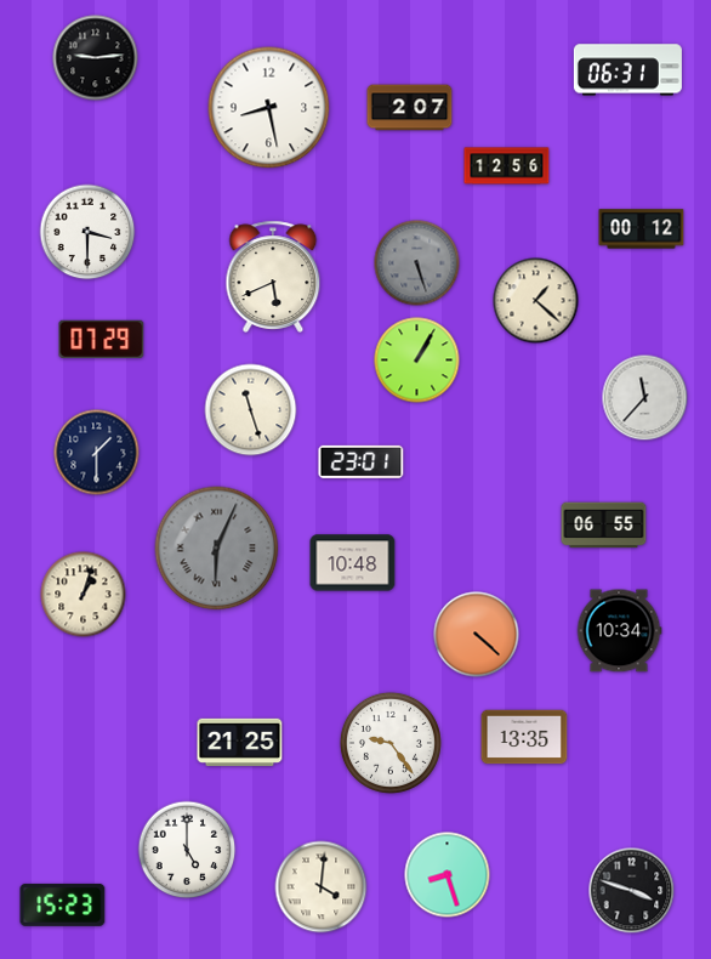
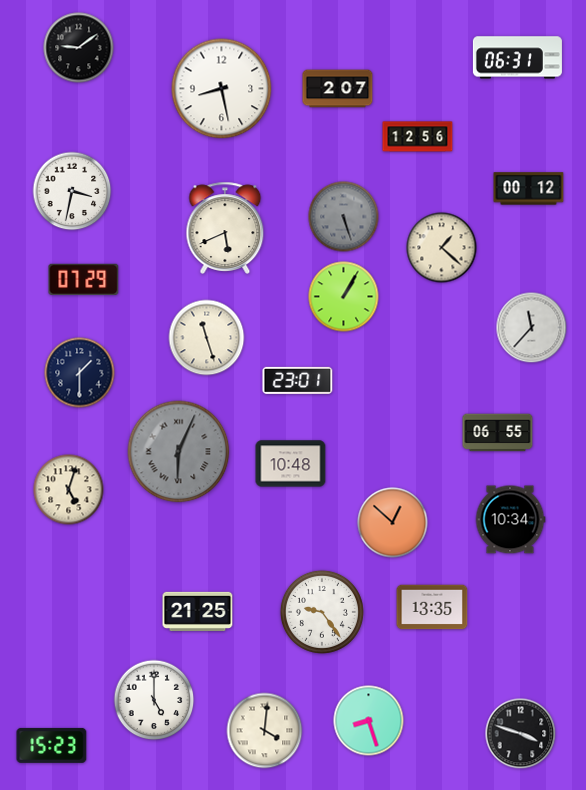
clock at (96, 58): 9:14 -> 9:09
clock at (87, 232): 3:30 -> 3:32
clock at (84, 595): 1:03 -> 5:03
clock at (477, 635): 4:22 -> 12:52
